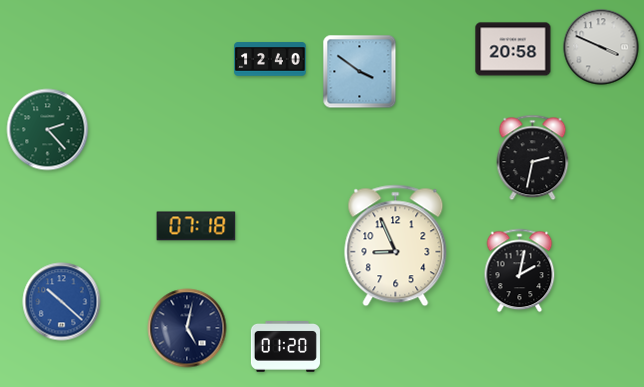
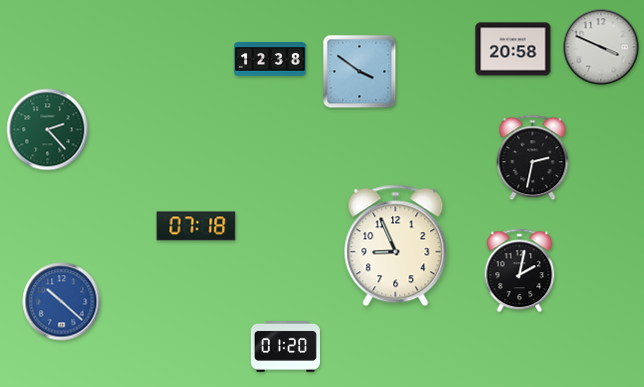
clock at (270, 59): 12:40 -> 12:38
clock at (187, 328): 5:02 -> none
